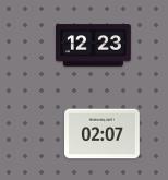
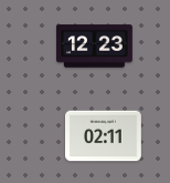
clock at (103, 134): 02:07 -> 02:11
